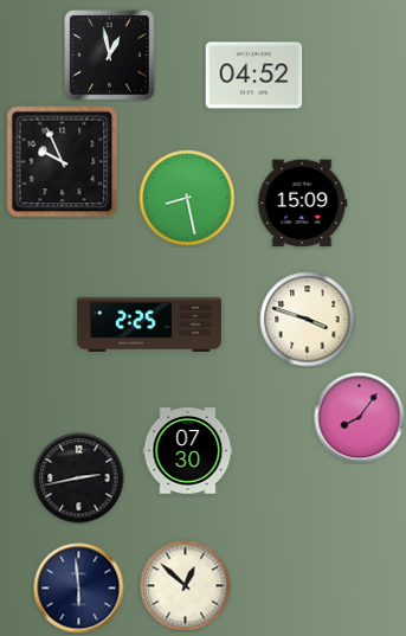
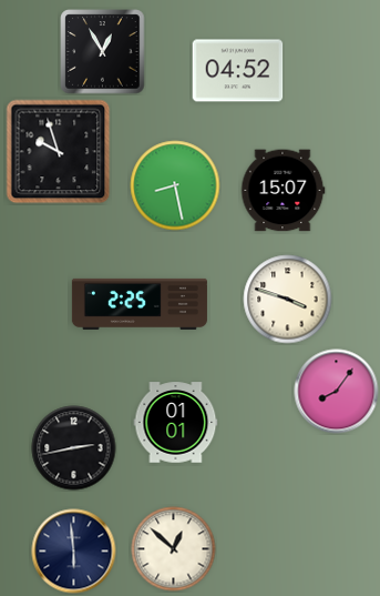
clock at (110, 56): 12:58 -> 12:55
clock at (63, 162): 9:56 -> 9:57
clock at (303, 204): 15:09 -> 15:07
clock at (188, 451): 07:30 -> 01:01
